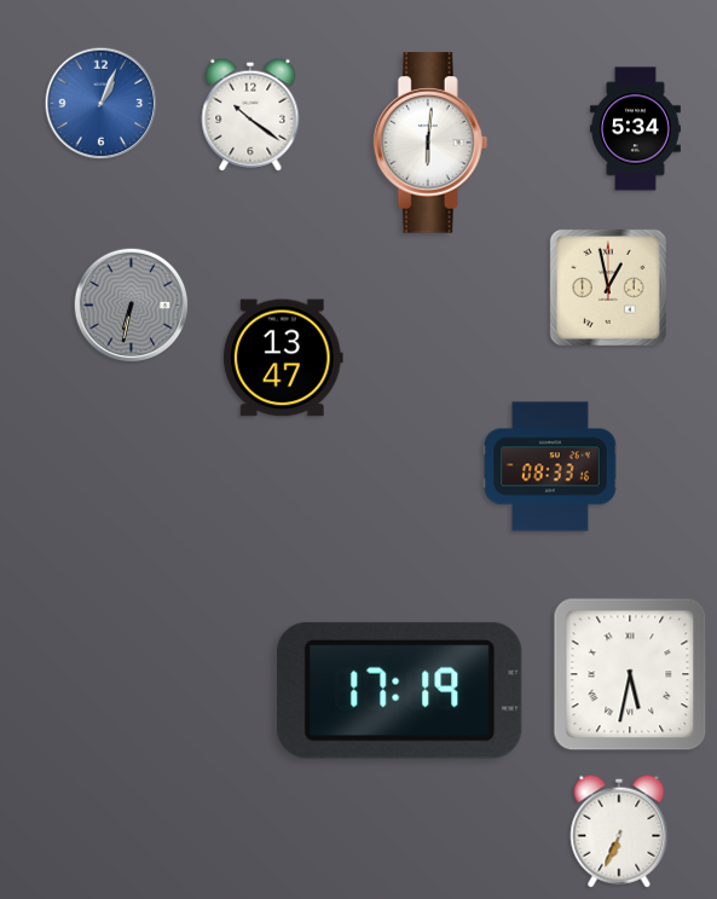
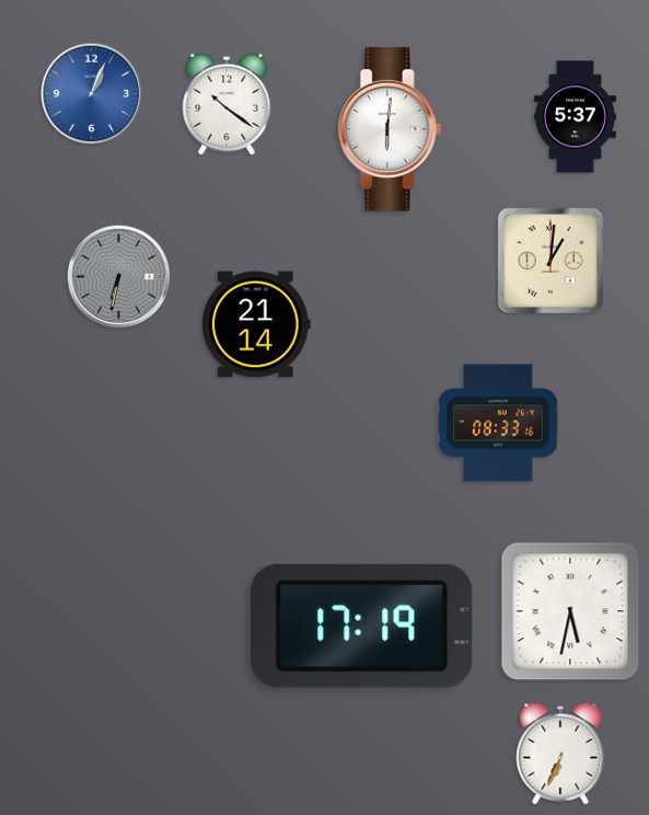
clock at (635, 129): 5:34 -> 5:37
clock at (608, 288): 12:58 -> 1:01
clock at (283, 358): 13:47 -> 21:14
